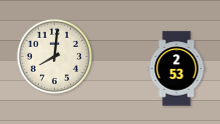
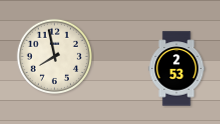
clock at (54, 56): 8:01 -> 7:58
